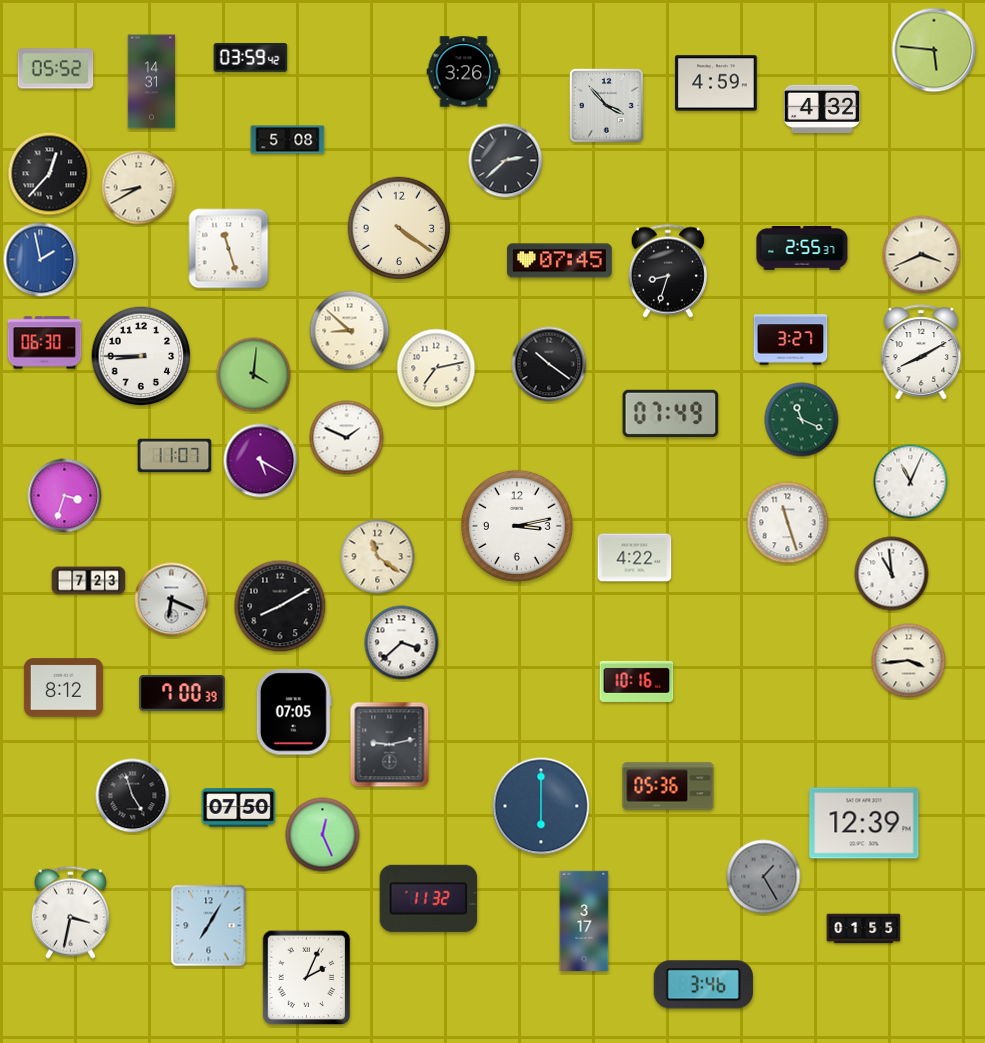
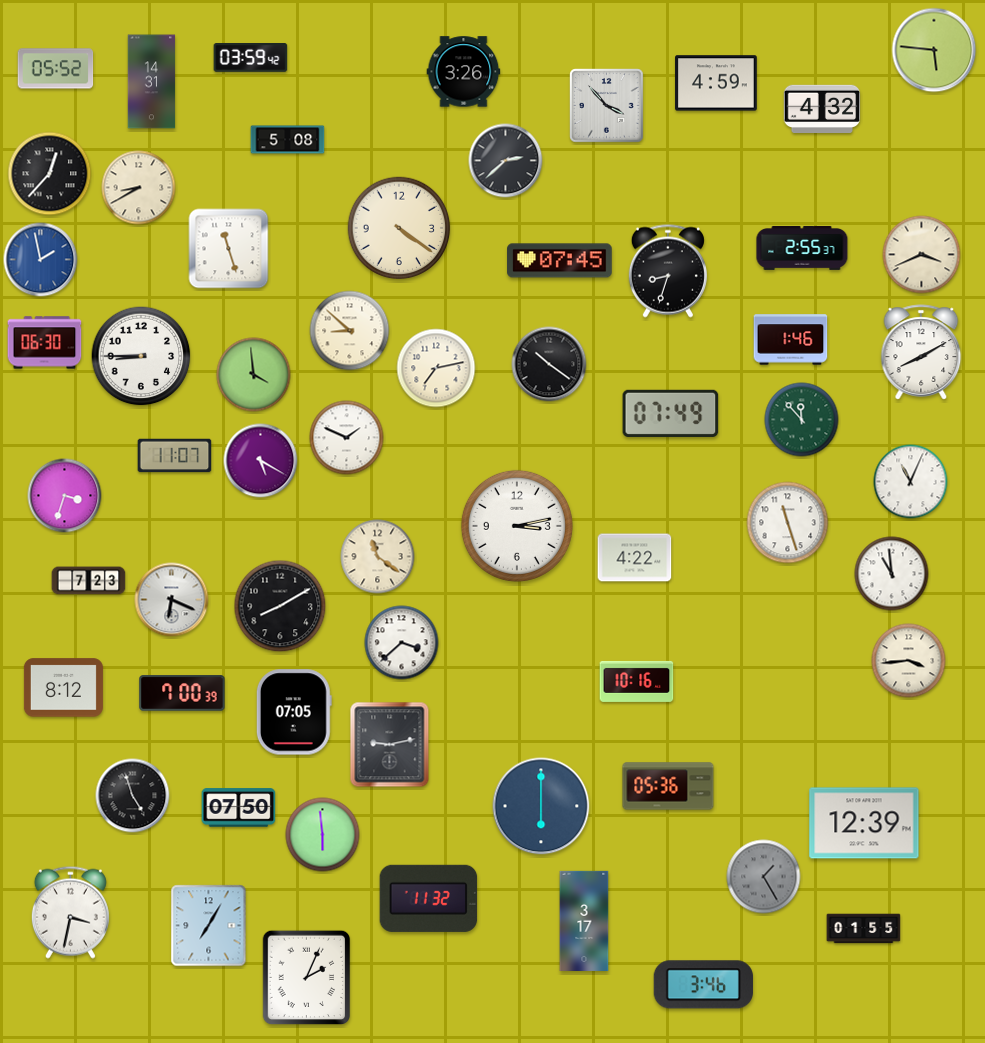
clock at (791, 340): 3:27 -> 1:46
clock at (254, 375): 4:01 -> 3:59
clock at (802, 420): 11:19 -> 11:53
clock at (323, 835): 12:26 -> 5:59
